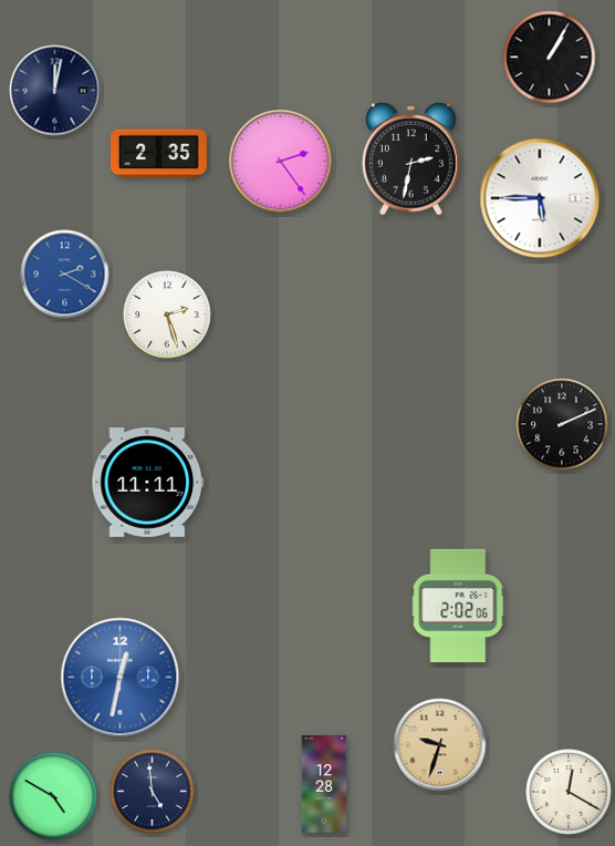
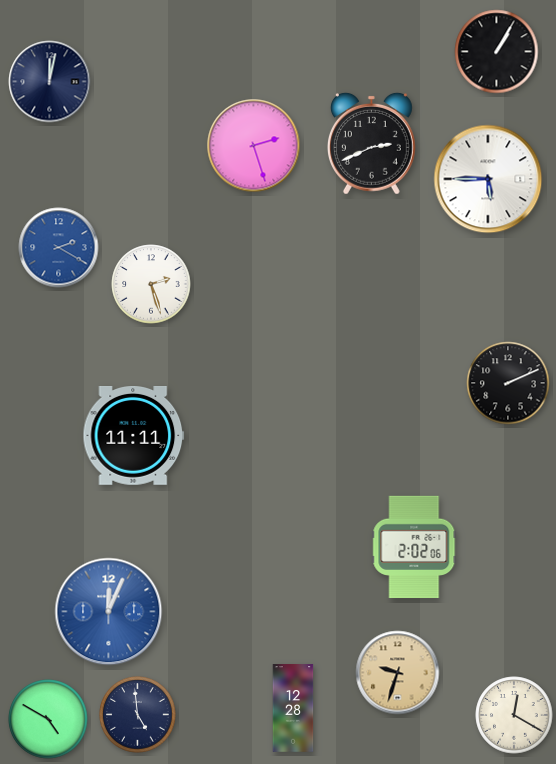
clock at (158, 154): 2:35 -> none
clock at (410, 158): 2:32 -> 2:41
clock at (281, 162): 2:24 -> 2:27
clock at (121, 678): 12:32 -> 12:04
